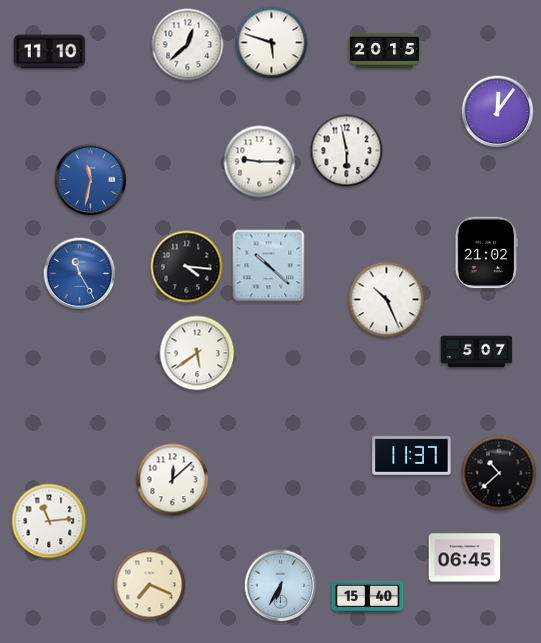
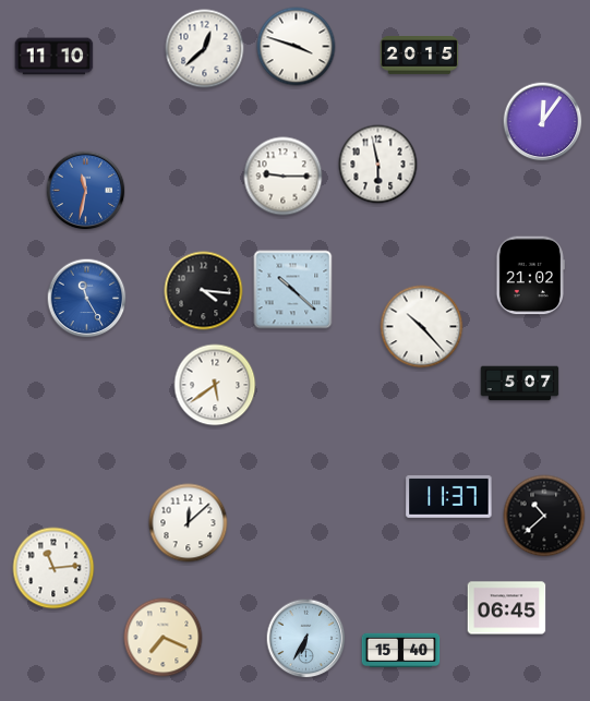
clock at (272, 43): 5:48 -> 3:48
clock at (91, 180) position: (91, 180) -> (86, 191)
clock at (387, 300): 10:26 -> 10:23
